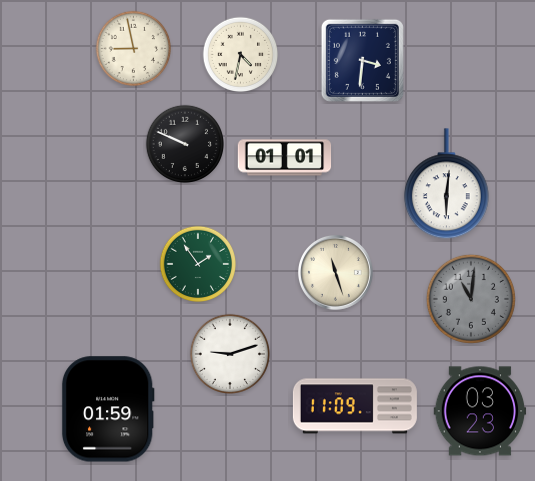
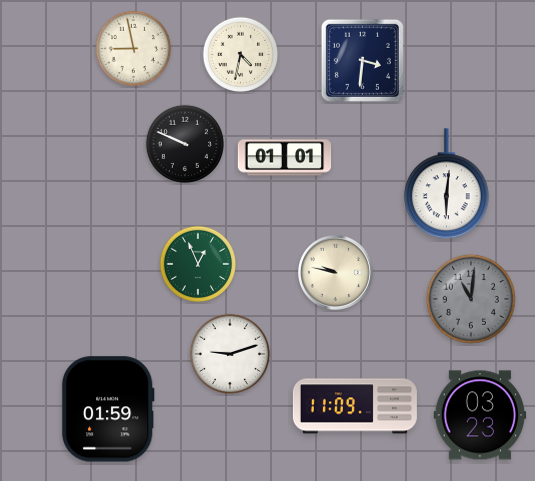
clock at (198, 264): 1:54 -> 12:56
clock at (335, 272): 11:27 -> 9:47
clock at (480, 411) position: (480, 411) -> (480, 415)
